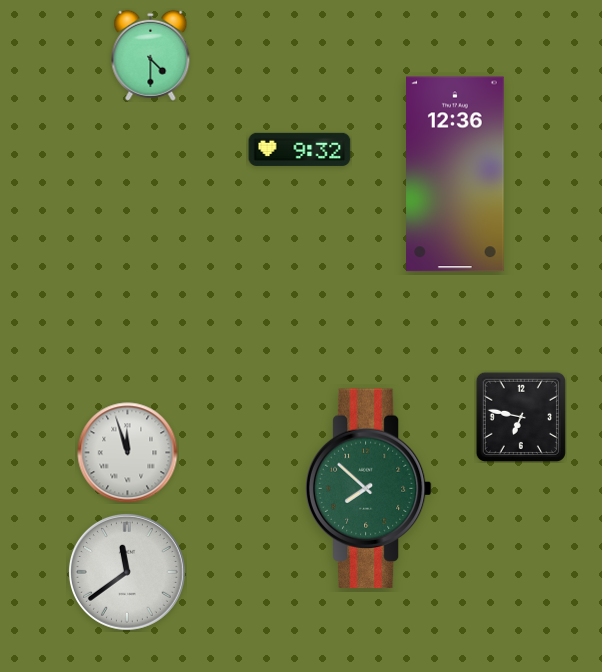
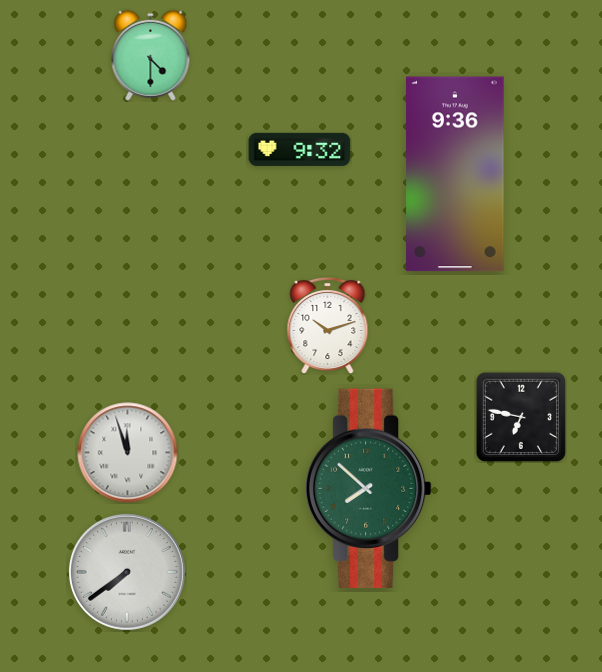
clock at (455, 174): 12:36 -> 9:36
clock at (328, 325): none -> 10:12
clock at (127, 572): 11:39 -> 7:39
